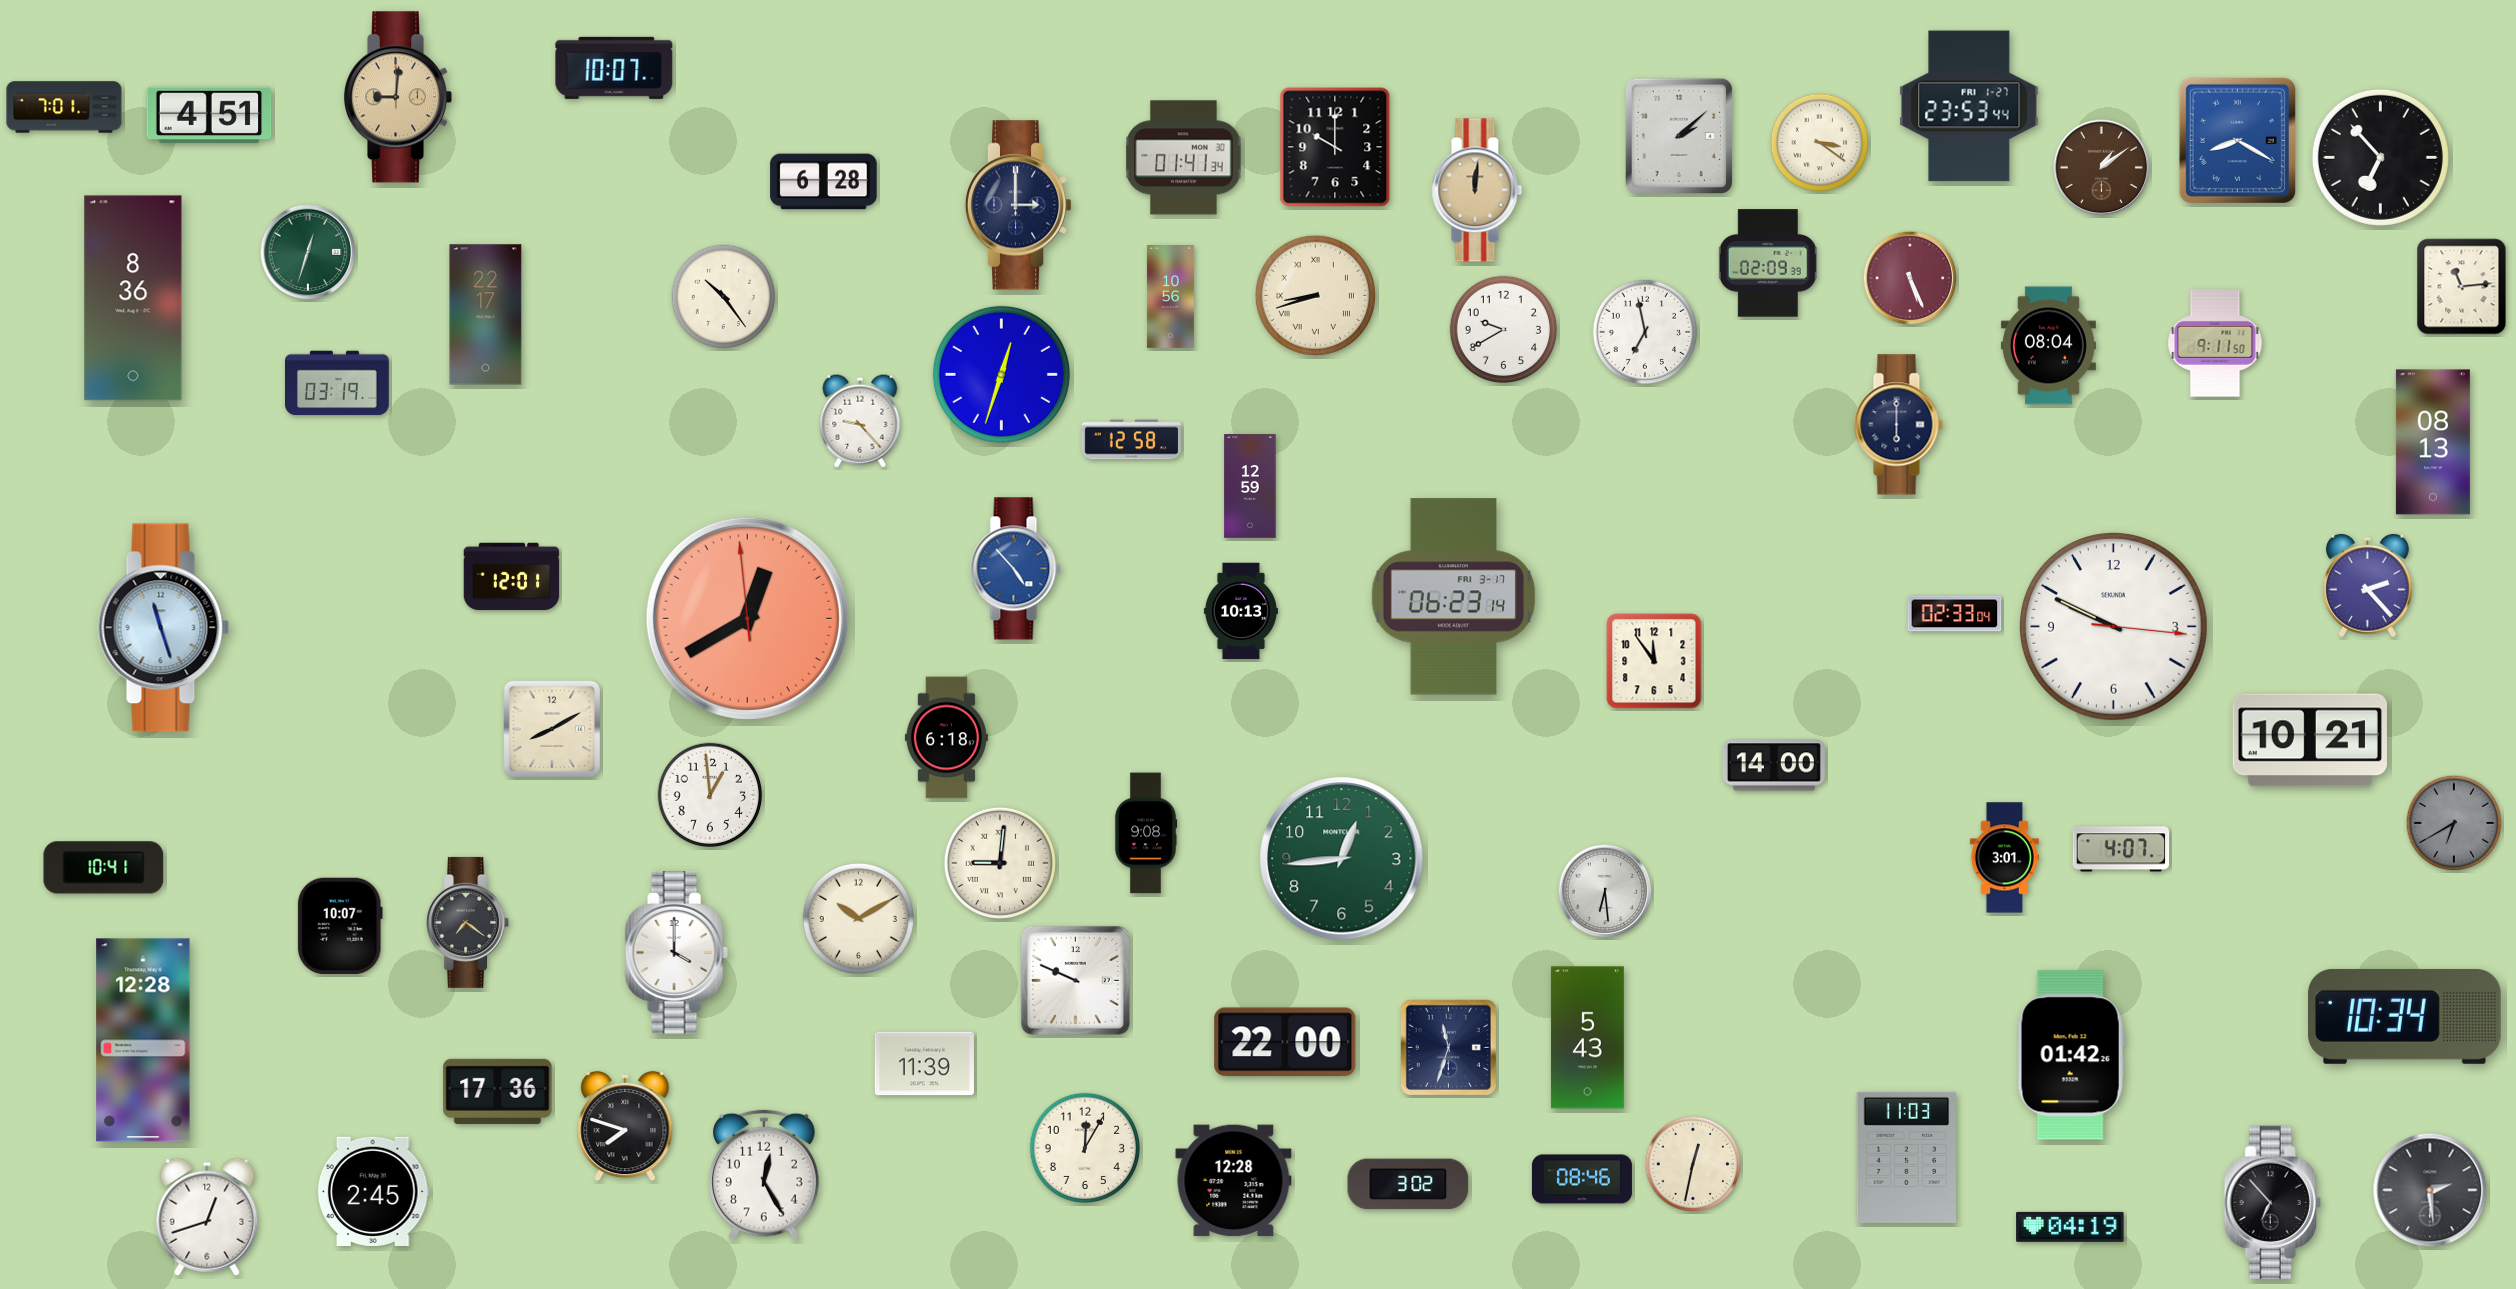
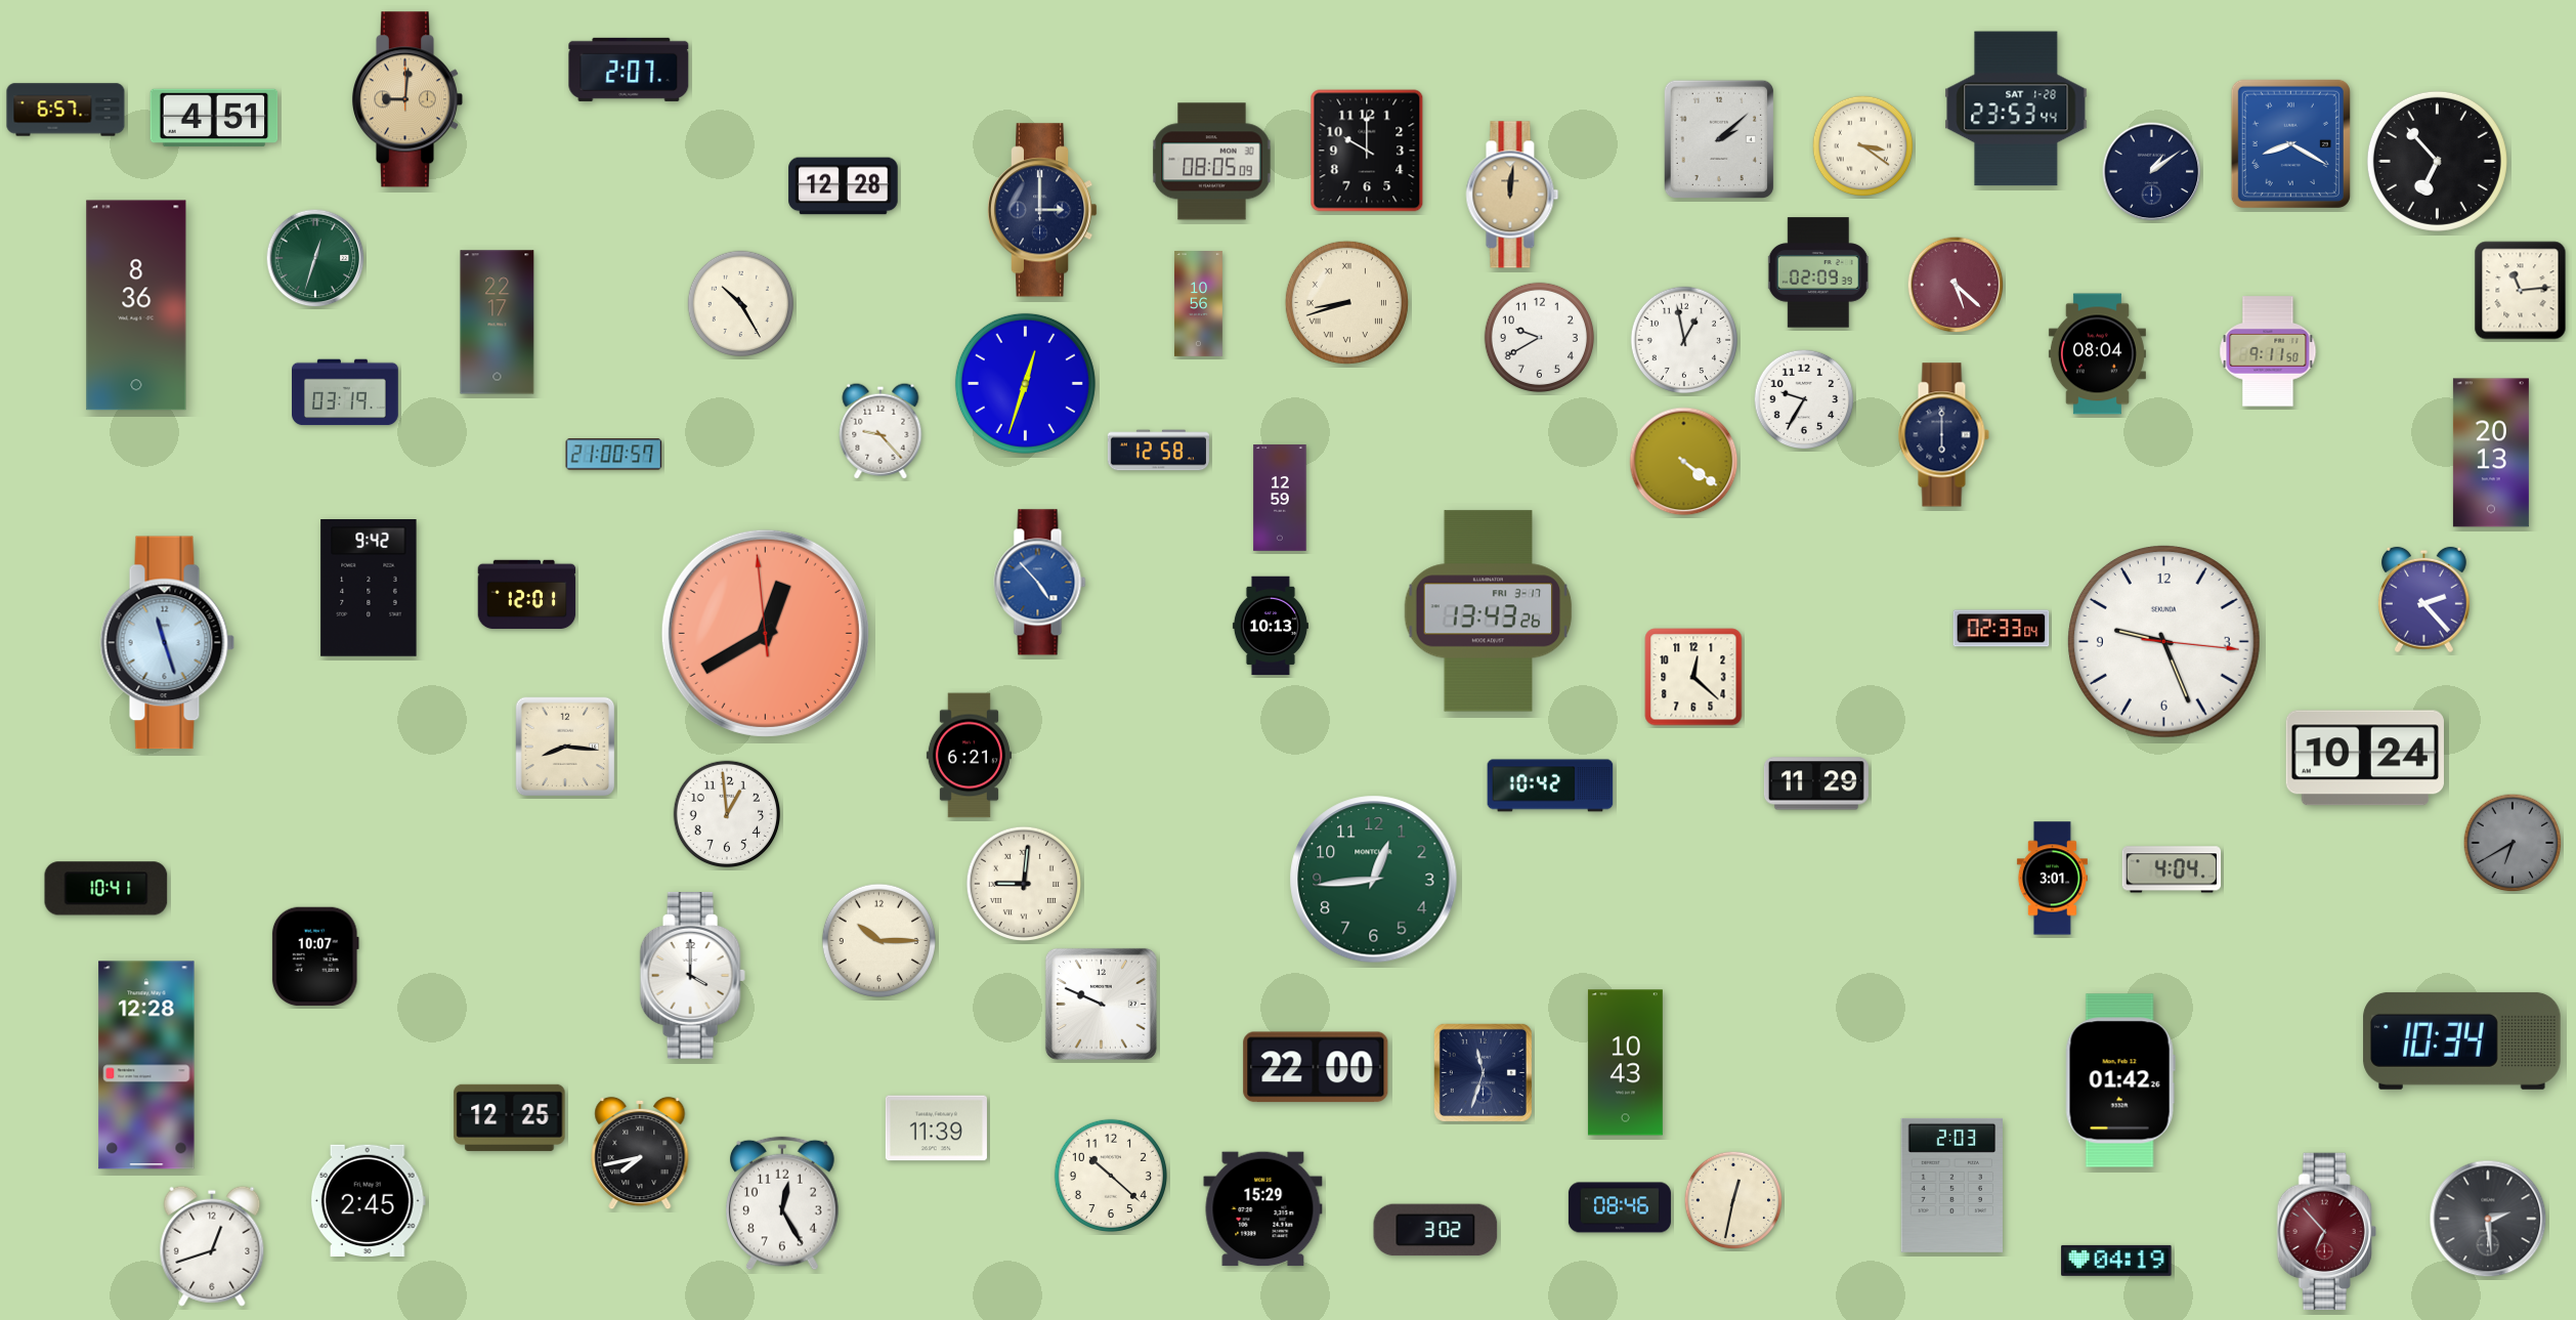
clock at (614, 68): 10:07 -> 2:07
clock at (1969, 106) date: FRI 1-27 -> SAT 1-28
clock at (64, 107): 7:01 -> 6:57
clock at (1184, 158): 01:41 -> 08:05
clock at (2102, 168) dial: brown -> navy
clock at (824, 182): 6:28 -> 12:28
clock at (1768, 263) position: (1768, 263) -> (1818, 272)
clock at (1910, 278): 5:26 -> 5:22
clock at (2462, 287) position: (2462, 287) -> (2521, 291)
clock at (724, 297): 10:24 -> 10:25
clock at (1644, 331): 6:58 -> 12:58
clock at (1804, 399): none -> 9:35
clock at (2433, 442): 08:13 -> 20:13
clock at (614, 455): none -> 21:00
clock at (1684, 462): none -> 4:21
clock at (369, 589): none -> 9:42
clock at (512, 577) position: (512, 577) -> (527, 595)
clock at (1454, 597): 06:23 -> 13:43
clock at (2113, 626): 9:49 -> 9:26
clock at (1654, 661): 11:54 -> 12:22
clock at (552, 729): 8:10 -> 8:16
clock at (946, 738): 6:18 -> 6:21
clock at (2310, 740): 10:21 -> 10:24
clock at (1774, 765): 14:00 -> 11:29
clock at (1550, 785): none -> 10:42
clock at (1146, 833): 9:08 -> none
clock at (2121, 849): 4:07 -> 4:04
clock at (1605, 891): 6:29 -> none
clock at (858, 918): 10:10 -> 10:15
clock at (468, 922): 7:21 -> none
clock at (340, 926) position: (340, 926) -> (315, 956)
clock at (1587, 1038): 5:43 -> 10:43
clock at (924, 1064) position: (924, 1064) -> (936, 1129)
clock at (498, 1091): 17:36 -> 12:25
clock at (625, 1126): 7:48 -> 7:43
clock at (1084, 1147): 12:05 -> 10:22
clock at (1906, 1157): 11:03 -> 2:03
clock at (1693, 1164) position: (1693, 1164) -> (1733, 1200)
clock at (1234, 1181): 12:28 -> 15:29
clock at (1408, 1184) position: (1408, 1184) -> (1435, 1230)
clock at (373, 1191) position: (373, 1191) -> (368, 1200)
clock at (2272, 1203) dial: black -> burgundy
clock at (2070, 1227) position: (2070, 1227) -> (2116, 1261)
